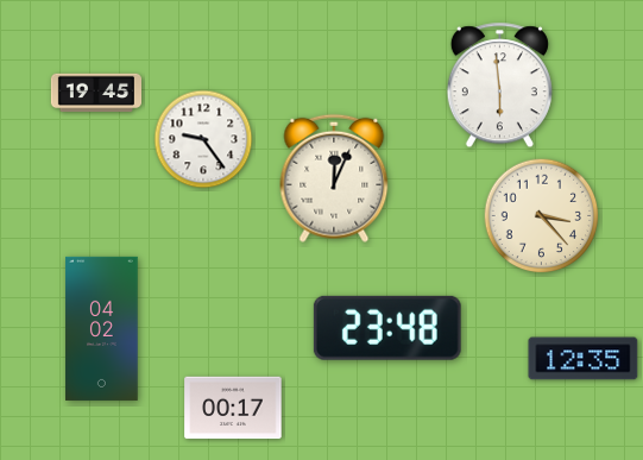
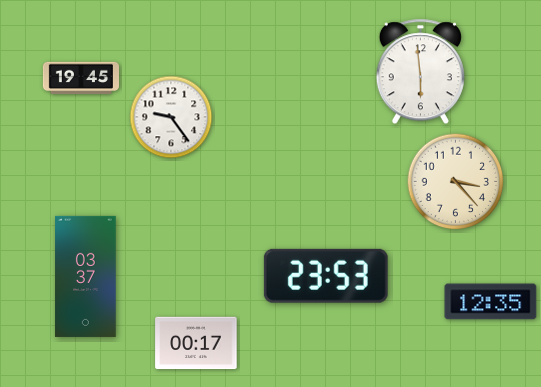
clock at (334, 178): 12:04 -> none
clock at (102, 328): 04:02 -> 03:37
clock at (387, 328): 23:48 -> 23:53
